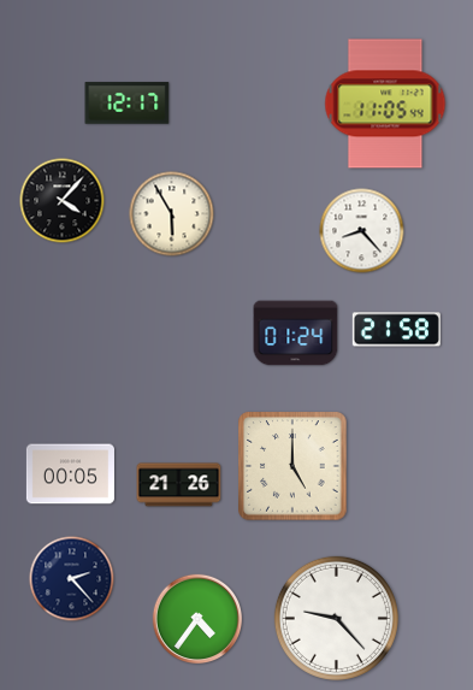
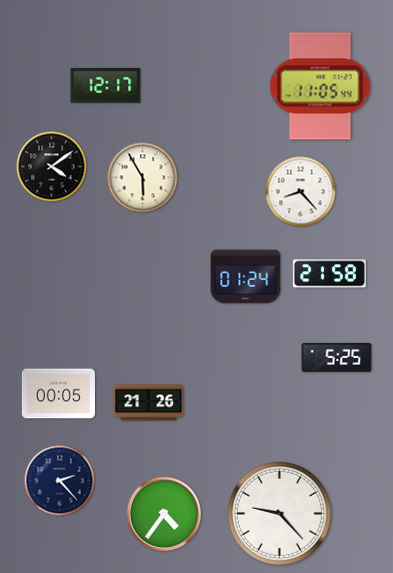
clock at (63, 201): 4:07 -> 4:09
clock at (337, 357): none -> 5:25
clock at (292, 466): 5:00 -> none
